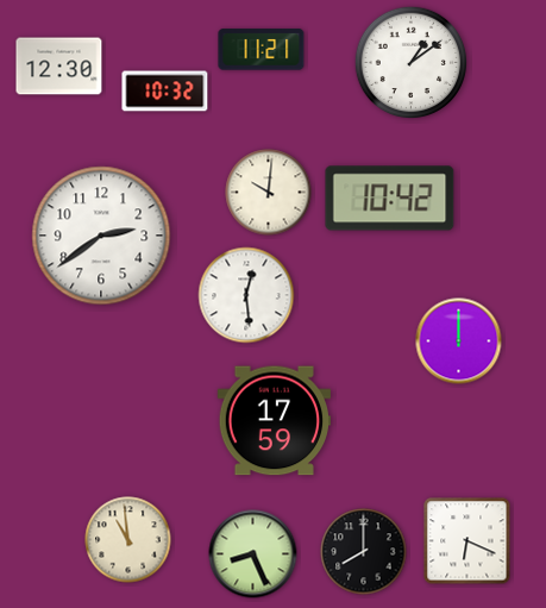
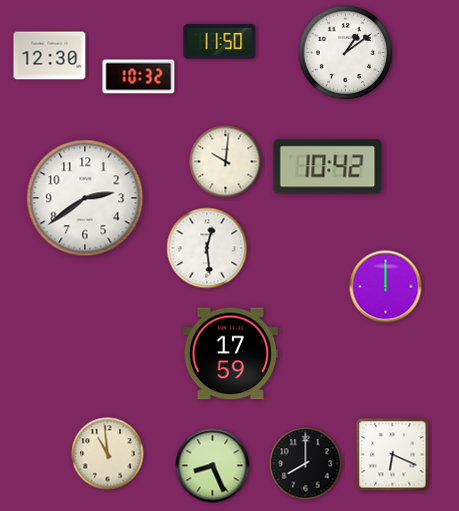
clock at (262, 50): 11:21 -> 11:50
